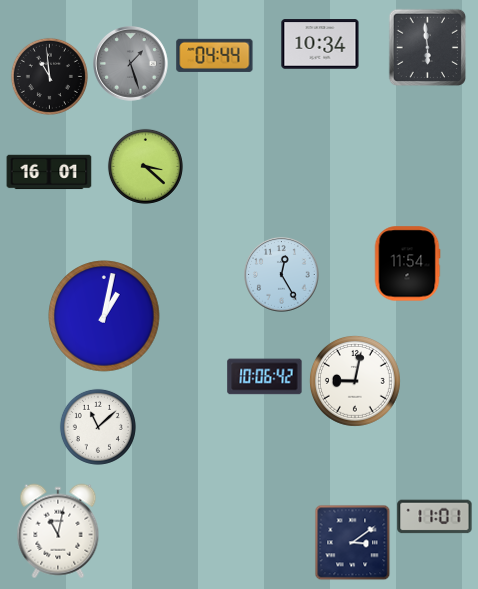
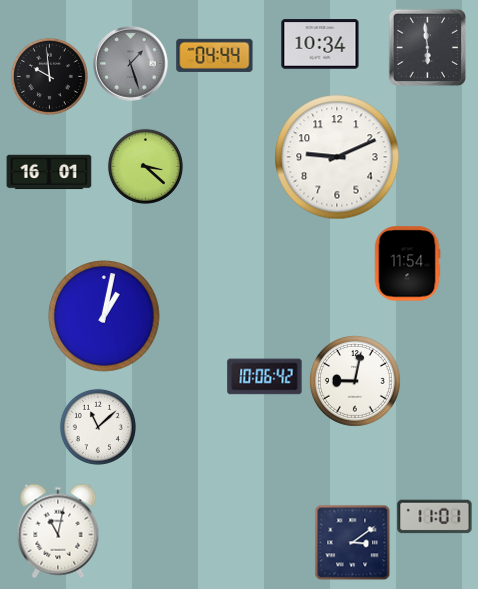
clock at (49, 76): 10:59 -> 9:59
clock at (337, 157): none -> 9:11
clock at (282, 275): 12:25 -> none
